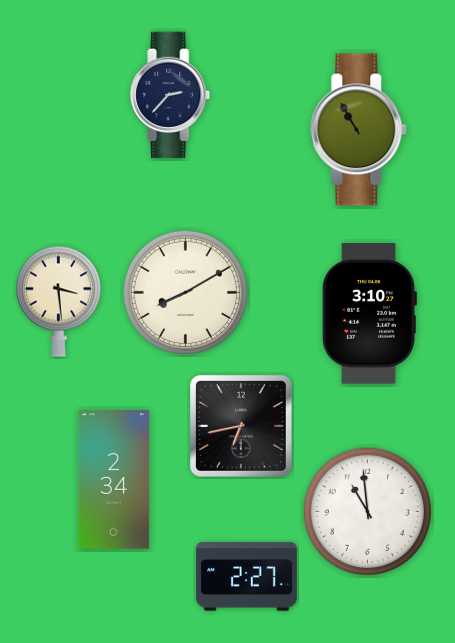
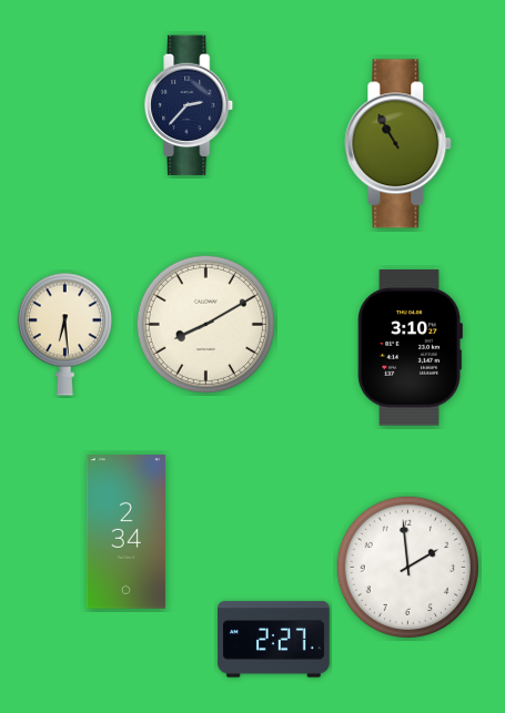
clock at (58, 301): 3:29 -> 6:29
clock at (241, 426): 6:43 -> none
clock at (367, 511): 10:59 -> 1:59
